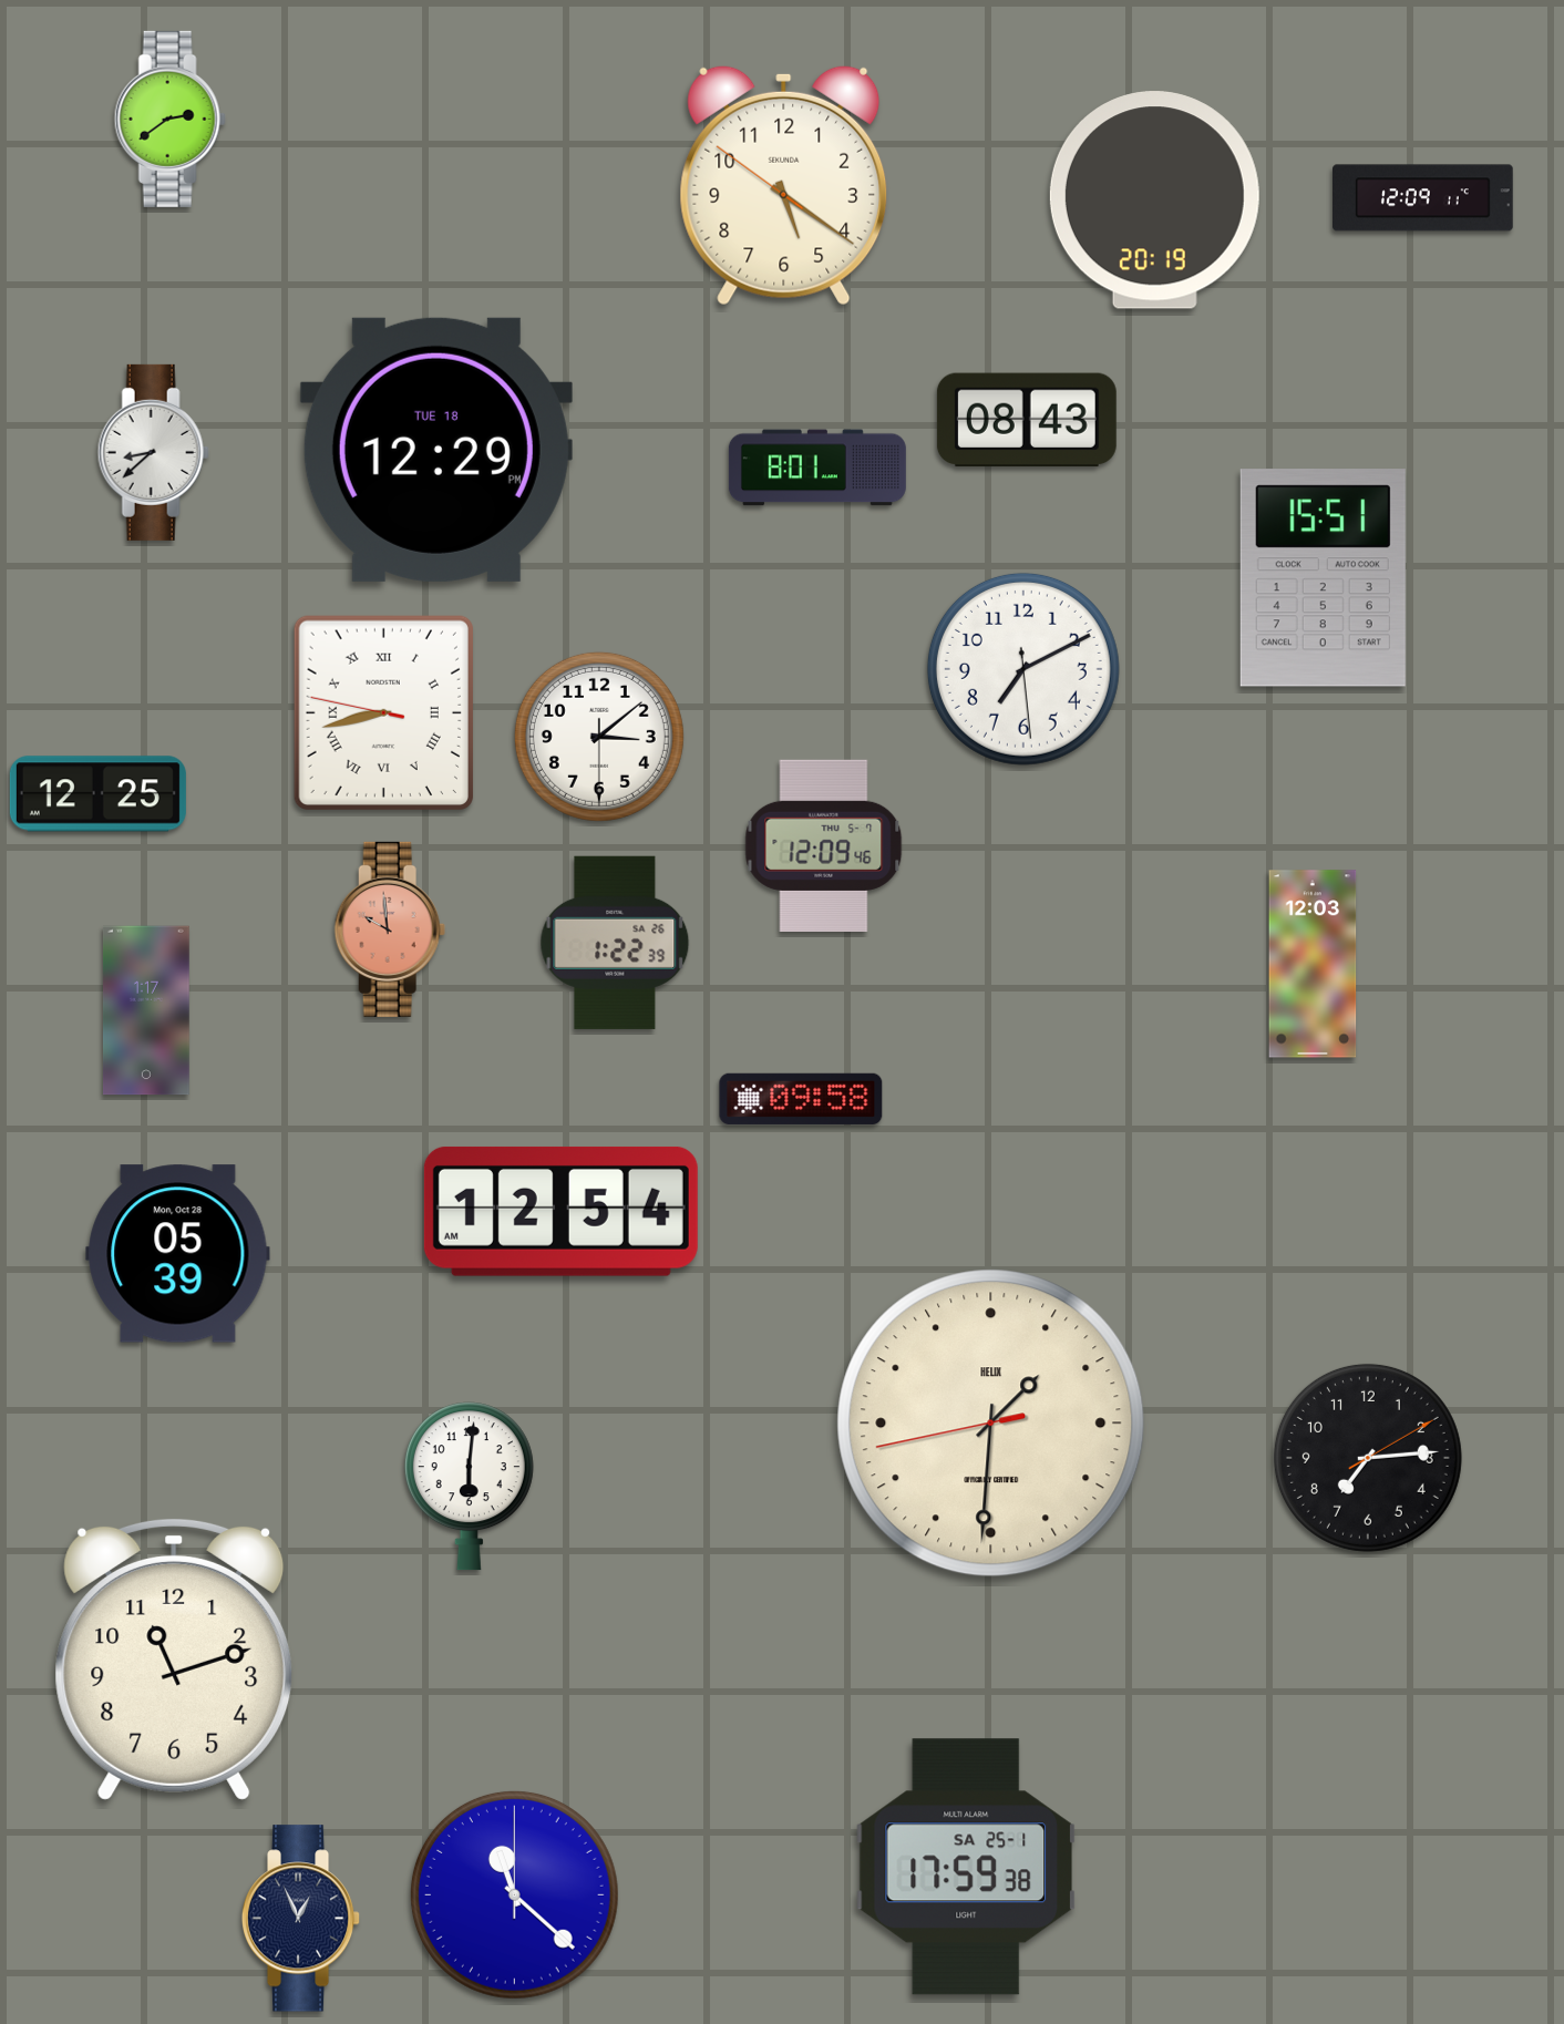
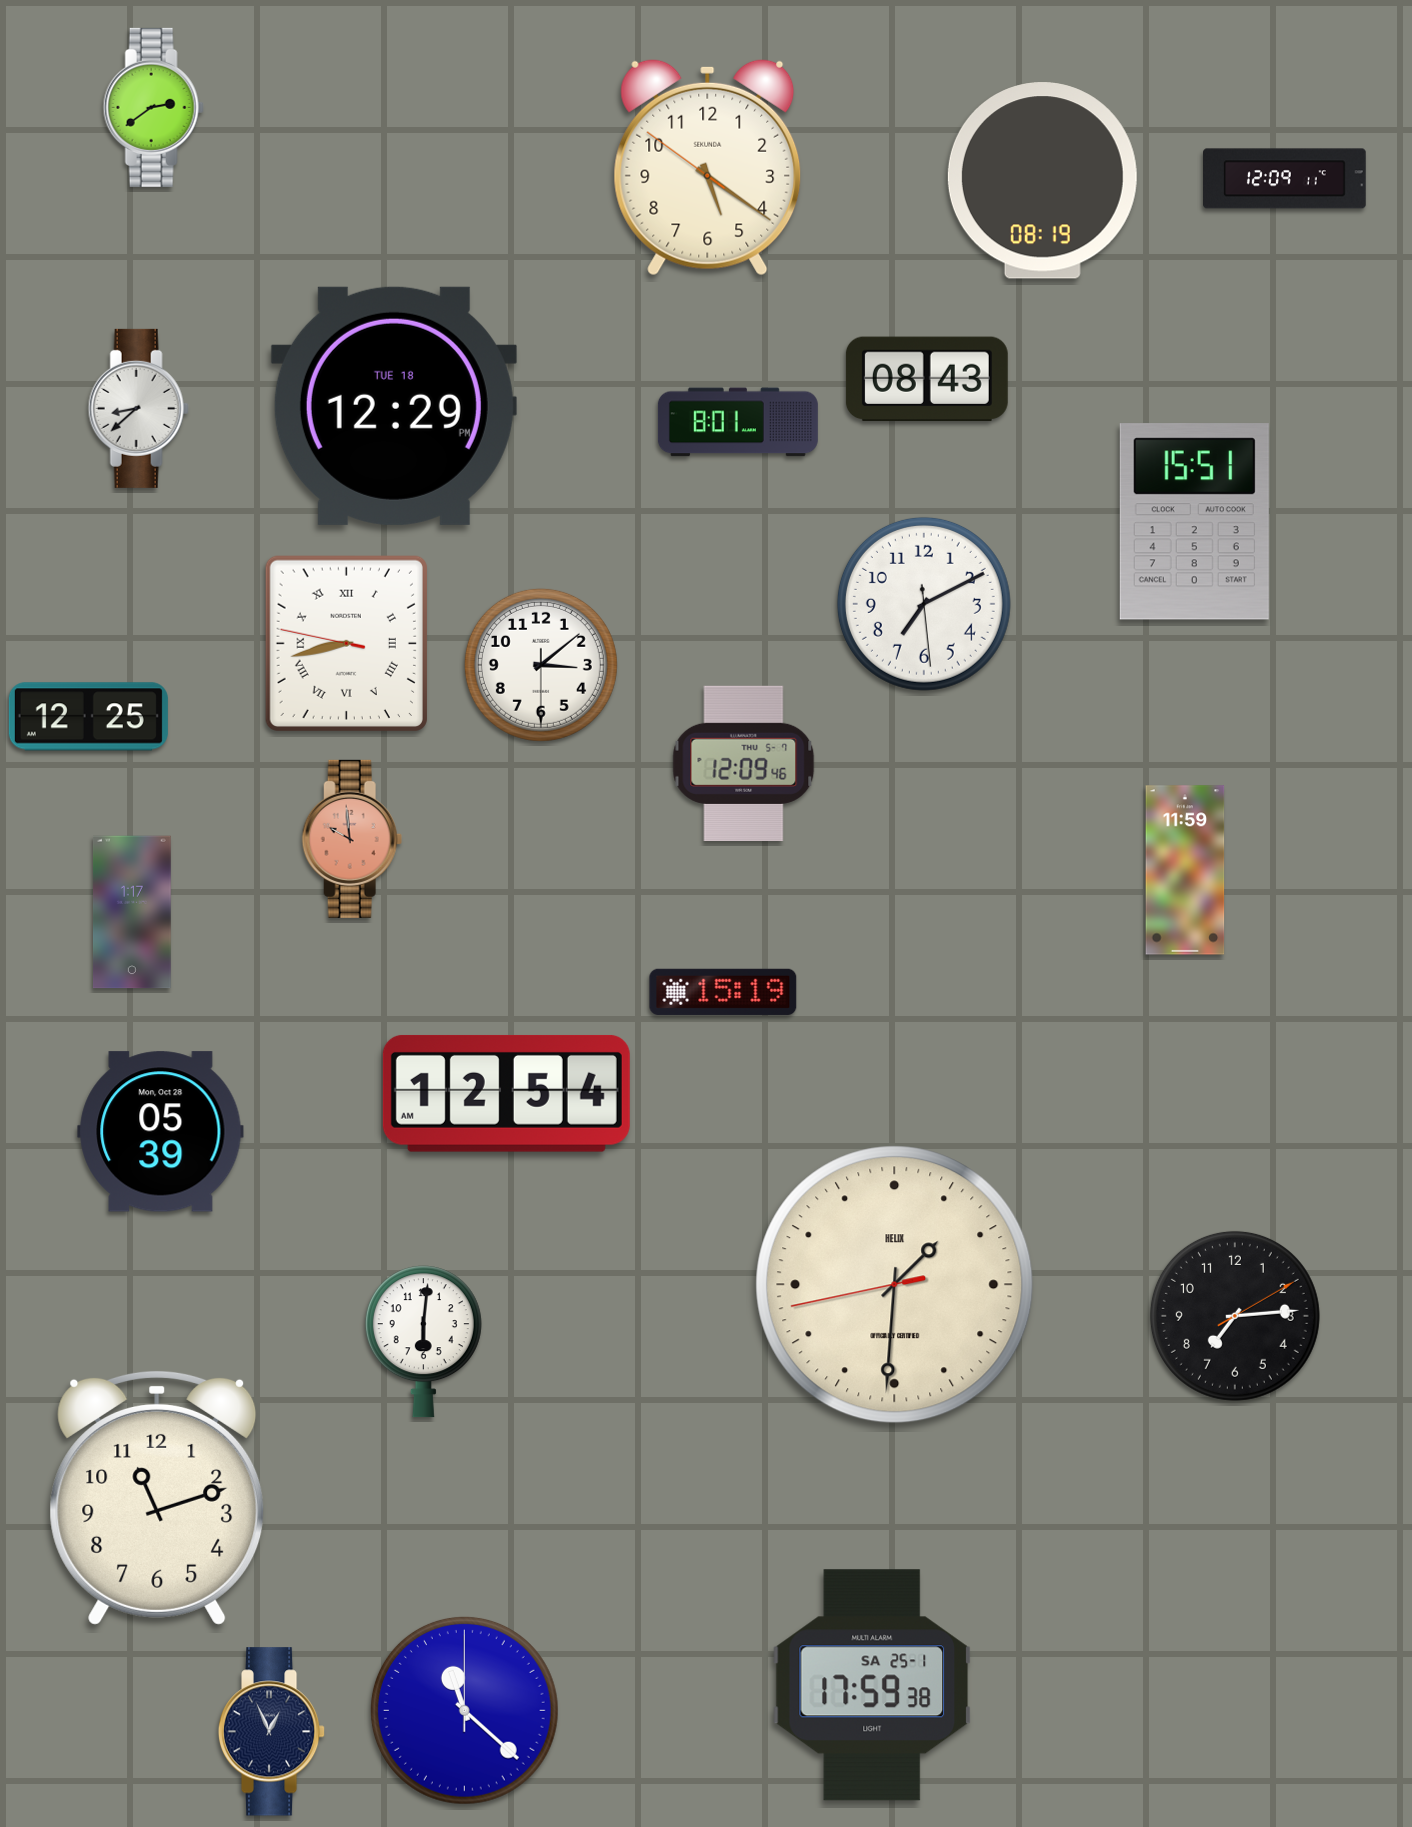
clock at (1154, 201): 20:19 -> 08:19
clock at (615, 943): 1:22 -> none
clock at (1313, 964): 12:03 -> 11:59
clock at (801, 1099): 09:58 -> 15:19
